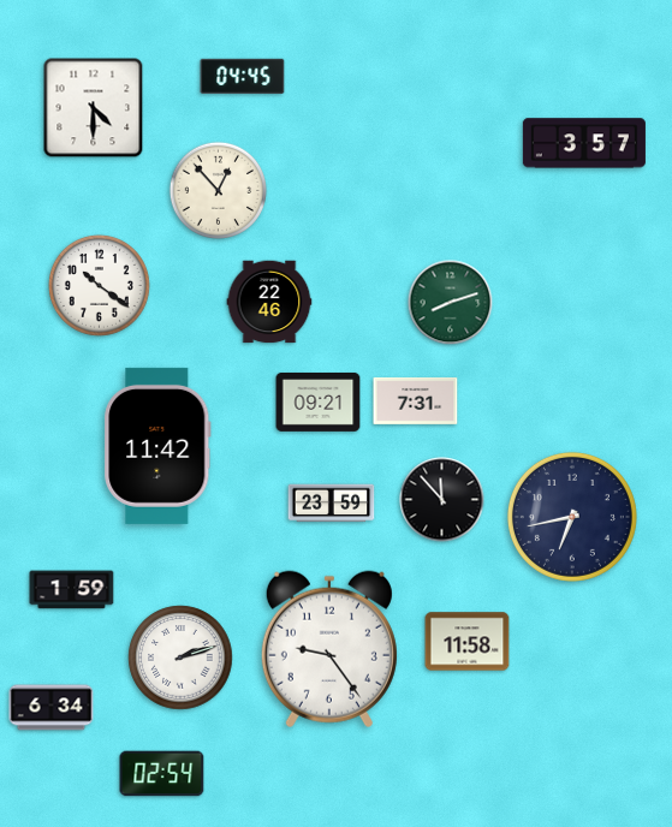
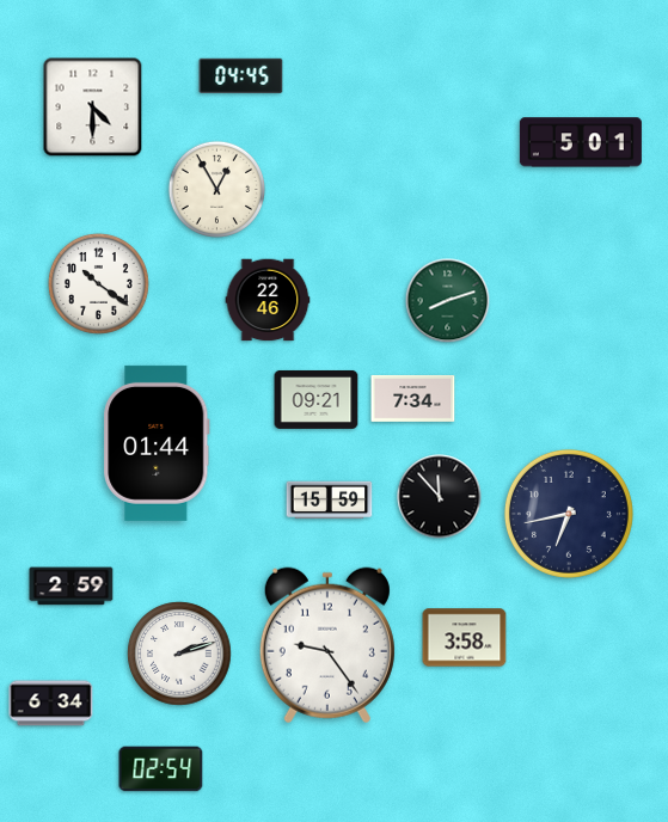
clock at (584, 143): 3:57 -> 5:01
clock at (219, 191): 12:53 -> 12:55
clock at (416, 400): 7:31 -> 7:34
clock at (157, 446): 11:42 -> 01:44
clock at (332, 504): 23:59 -> 15:59
clock at (72, 590): 1:59 -> 2:59
clock at (468, 642): 11:58 -> 3:58
